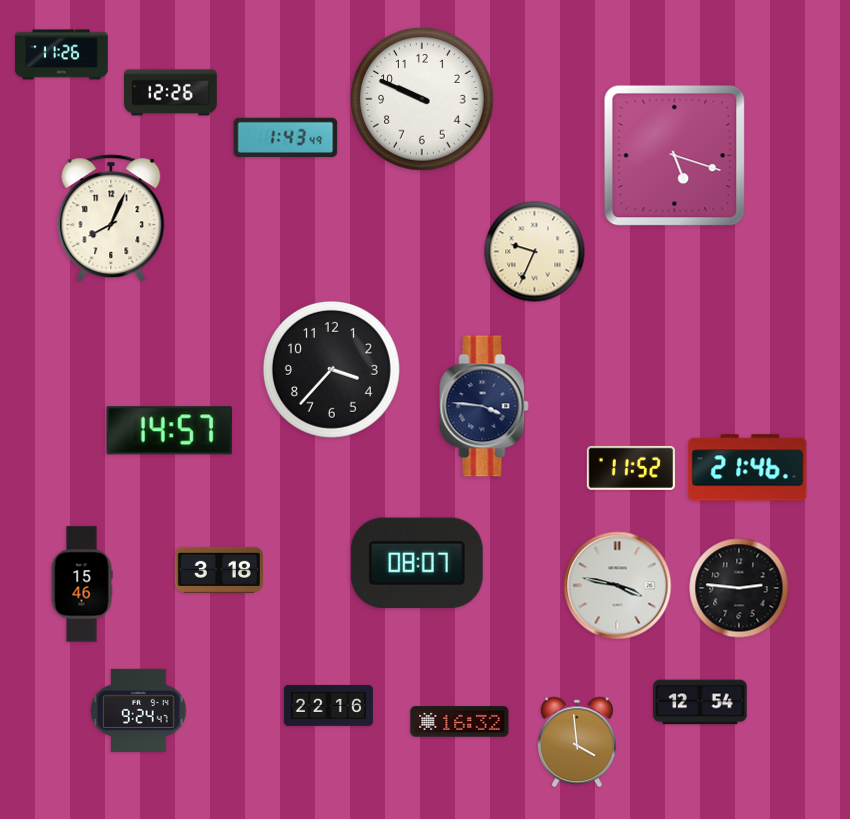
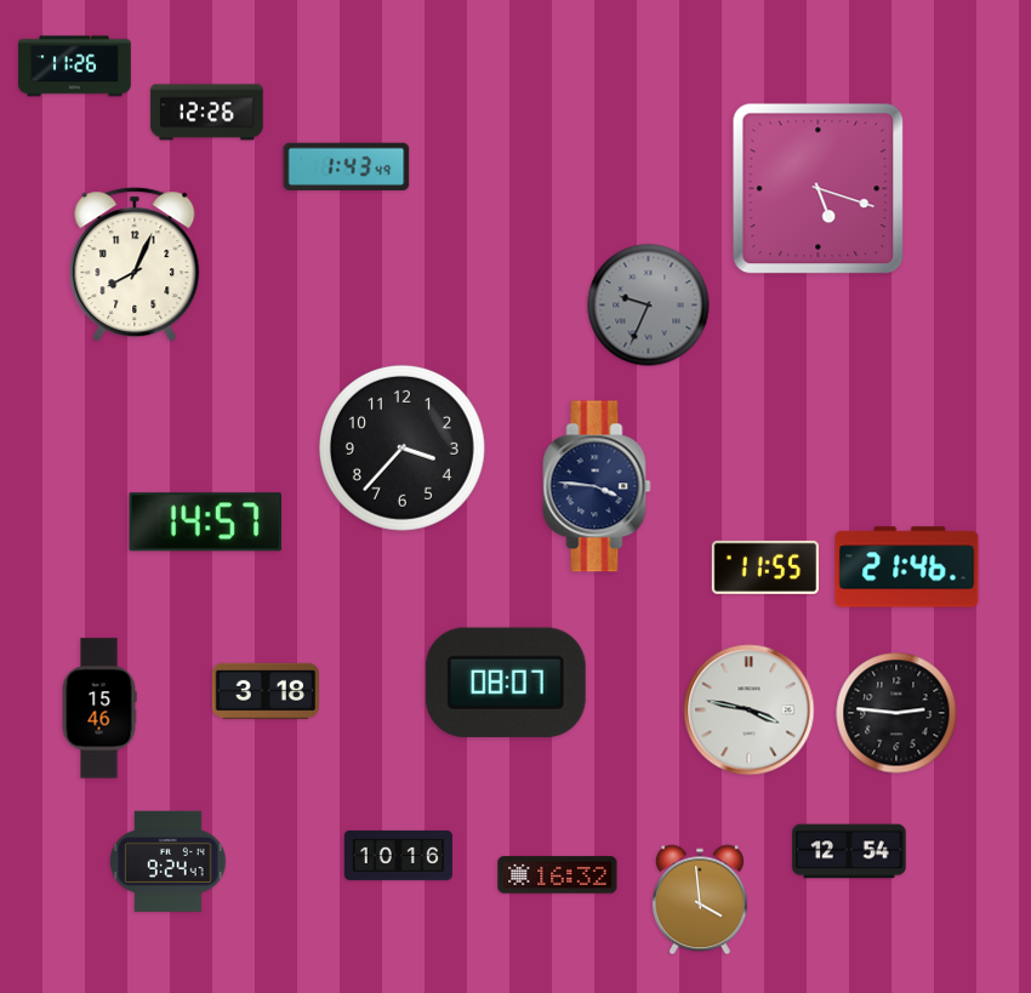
clock at (422, 99): 9:49 -> none
clock at (535, 252) dial: cream -> grey
clock at (484, 406) position: (484, 406) -> (597, 486)
clock at (631, 468): 11:52 -> 11:55
clock at (328, 705): 22:16 -> 10:16
